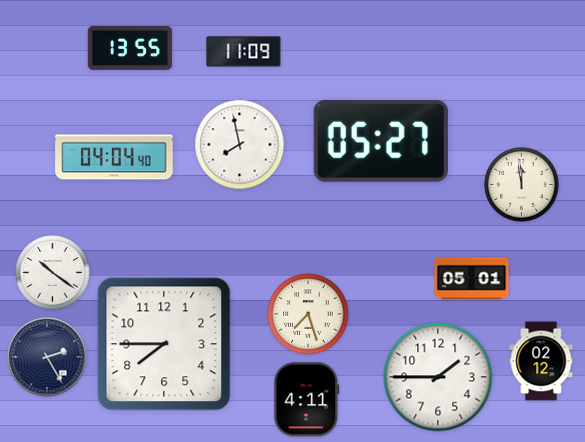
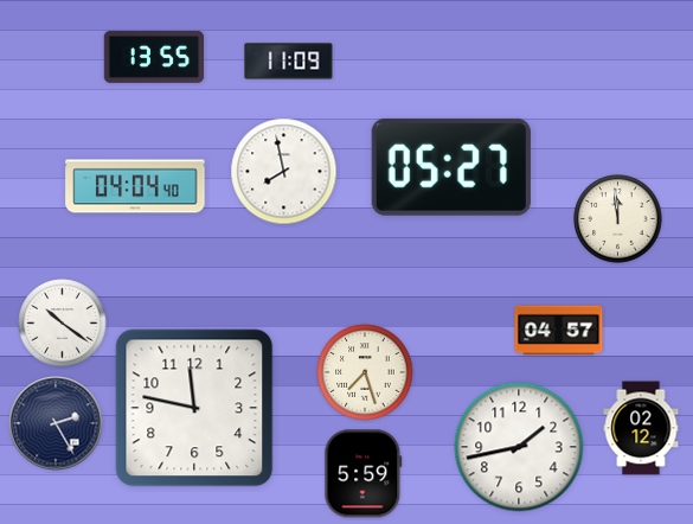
clock at (472, 279): 05:01 -> 04:57
clock at (164, 344): 7:45 -> 11:47
clock at (438, 377): 1:45 -> 1:43
clock at (307, 400): 4:11 -> 5:59
